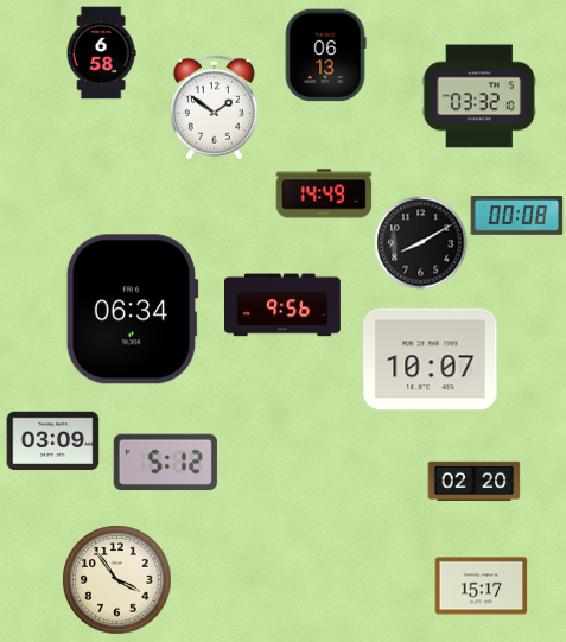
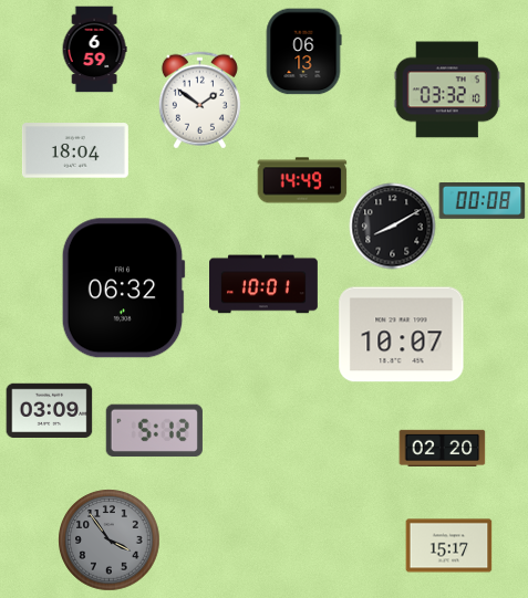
clock at (101, 52): 6:58 -> 6:59
clock at (75, 150): none -> 18:04
clock at (284, 305): 9:56 -> 10:01
clock at (132, 310): 06:34 -> 06:32
clock at (116, 579) dial: cream -> grey
